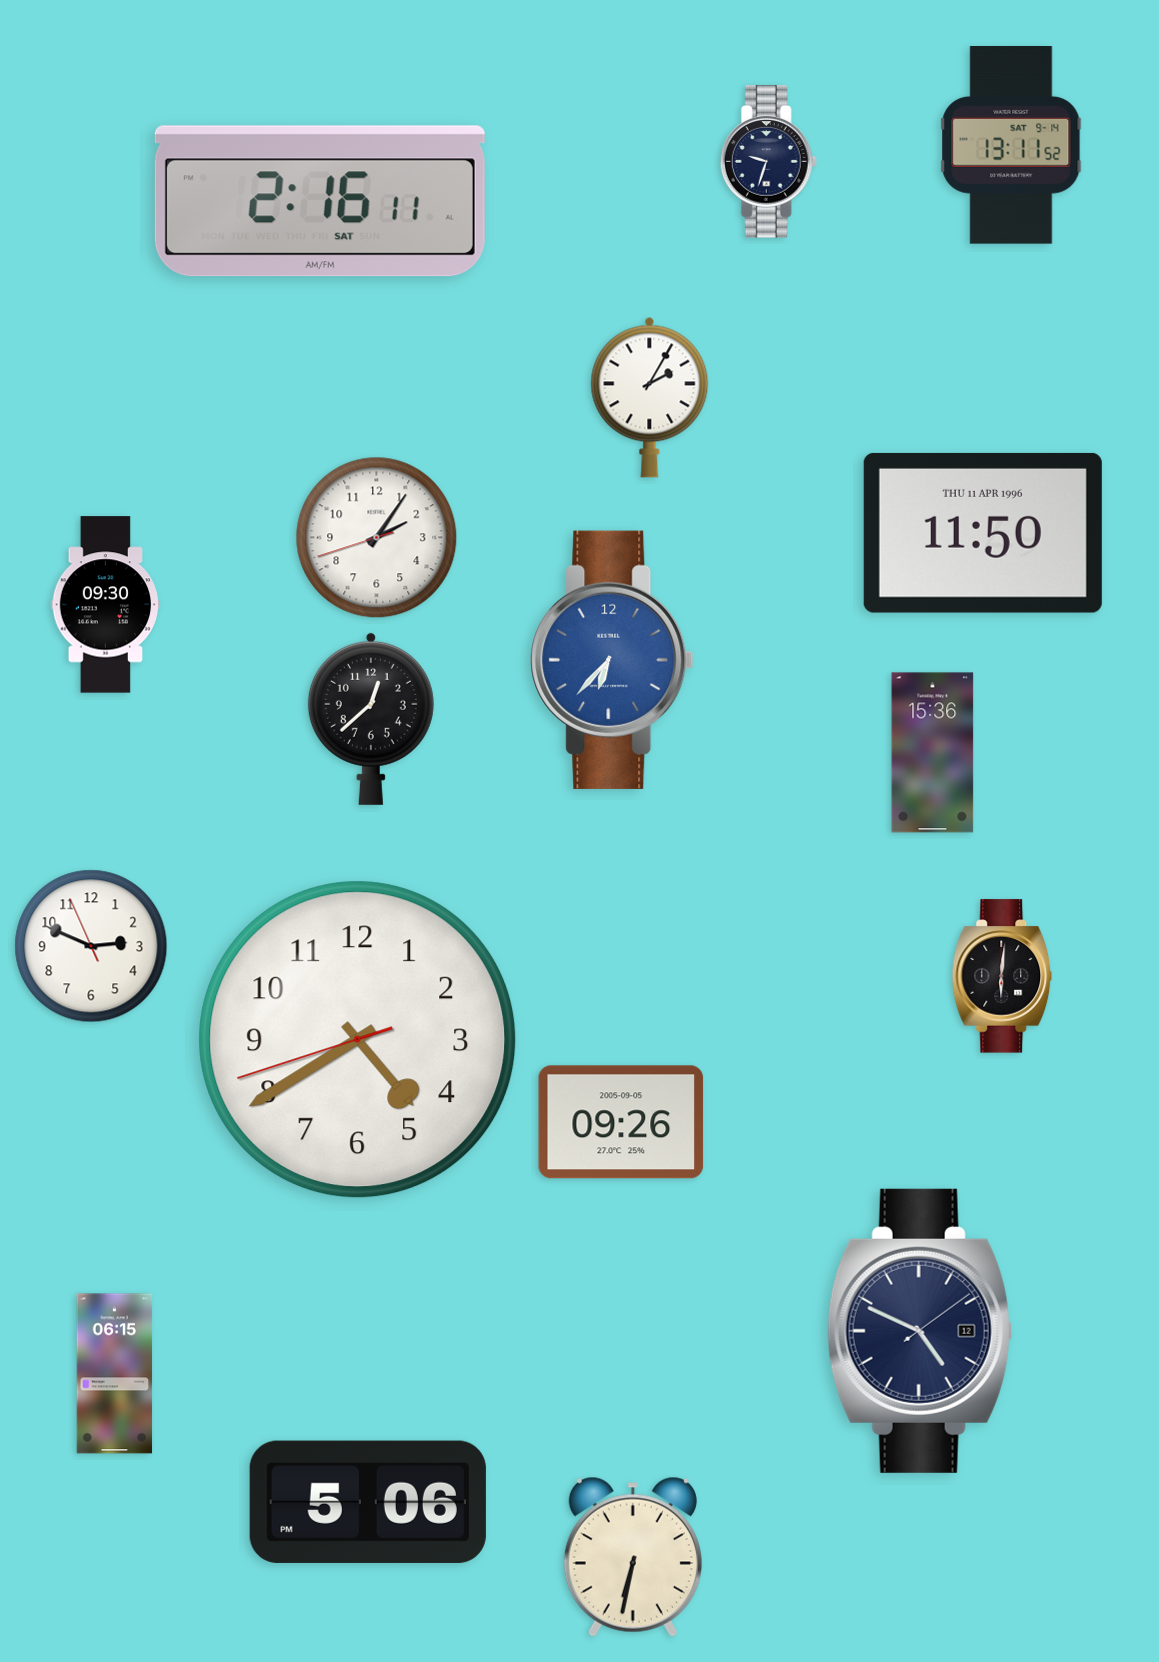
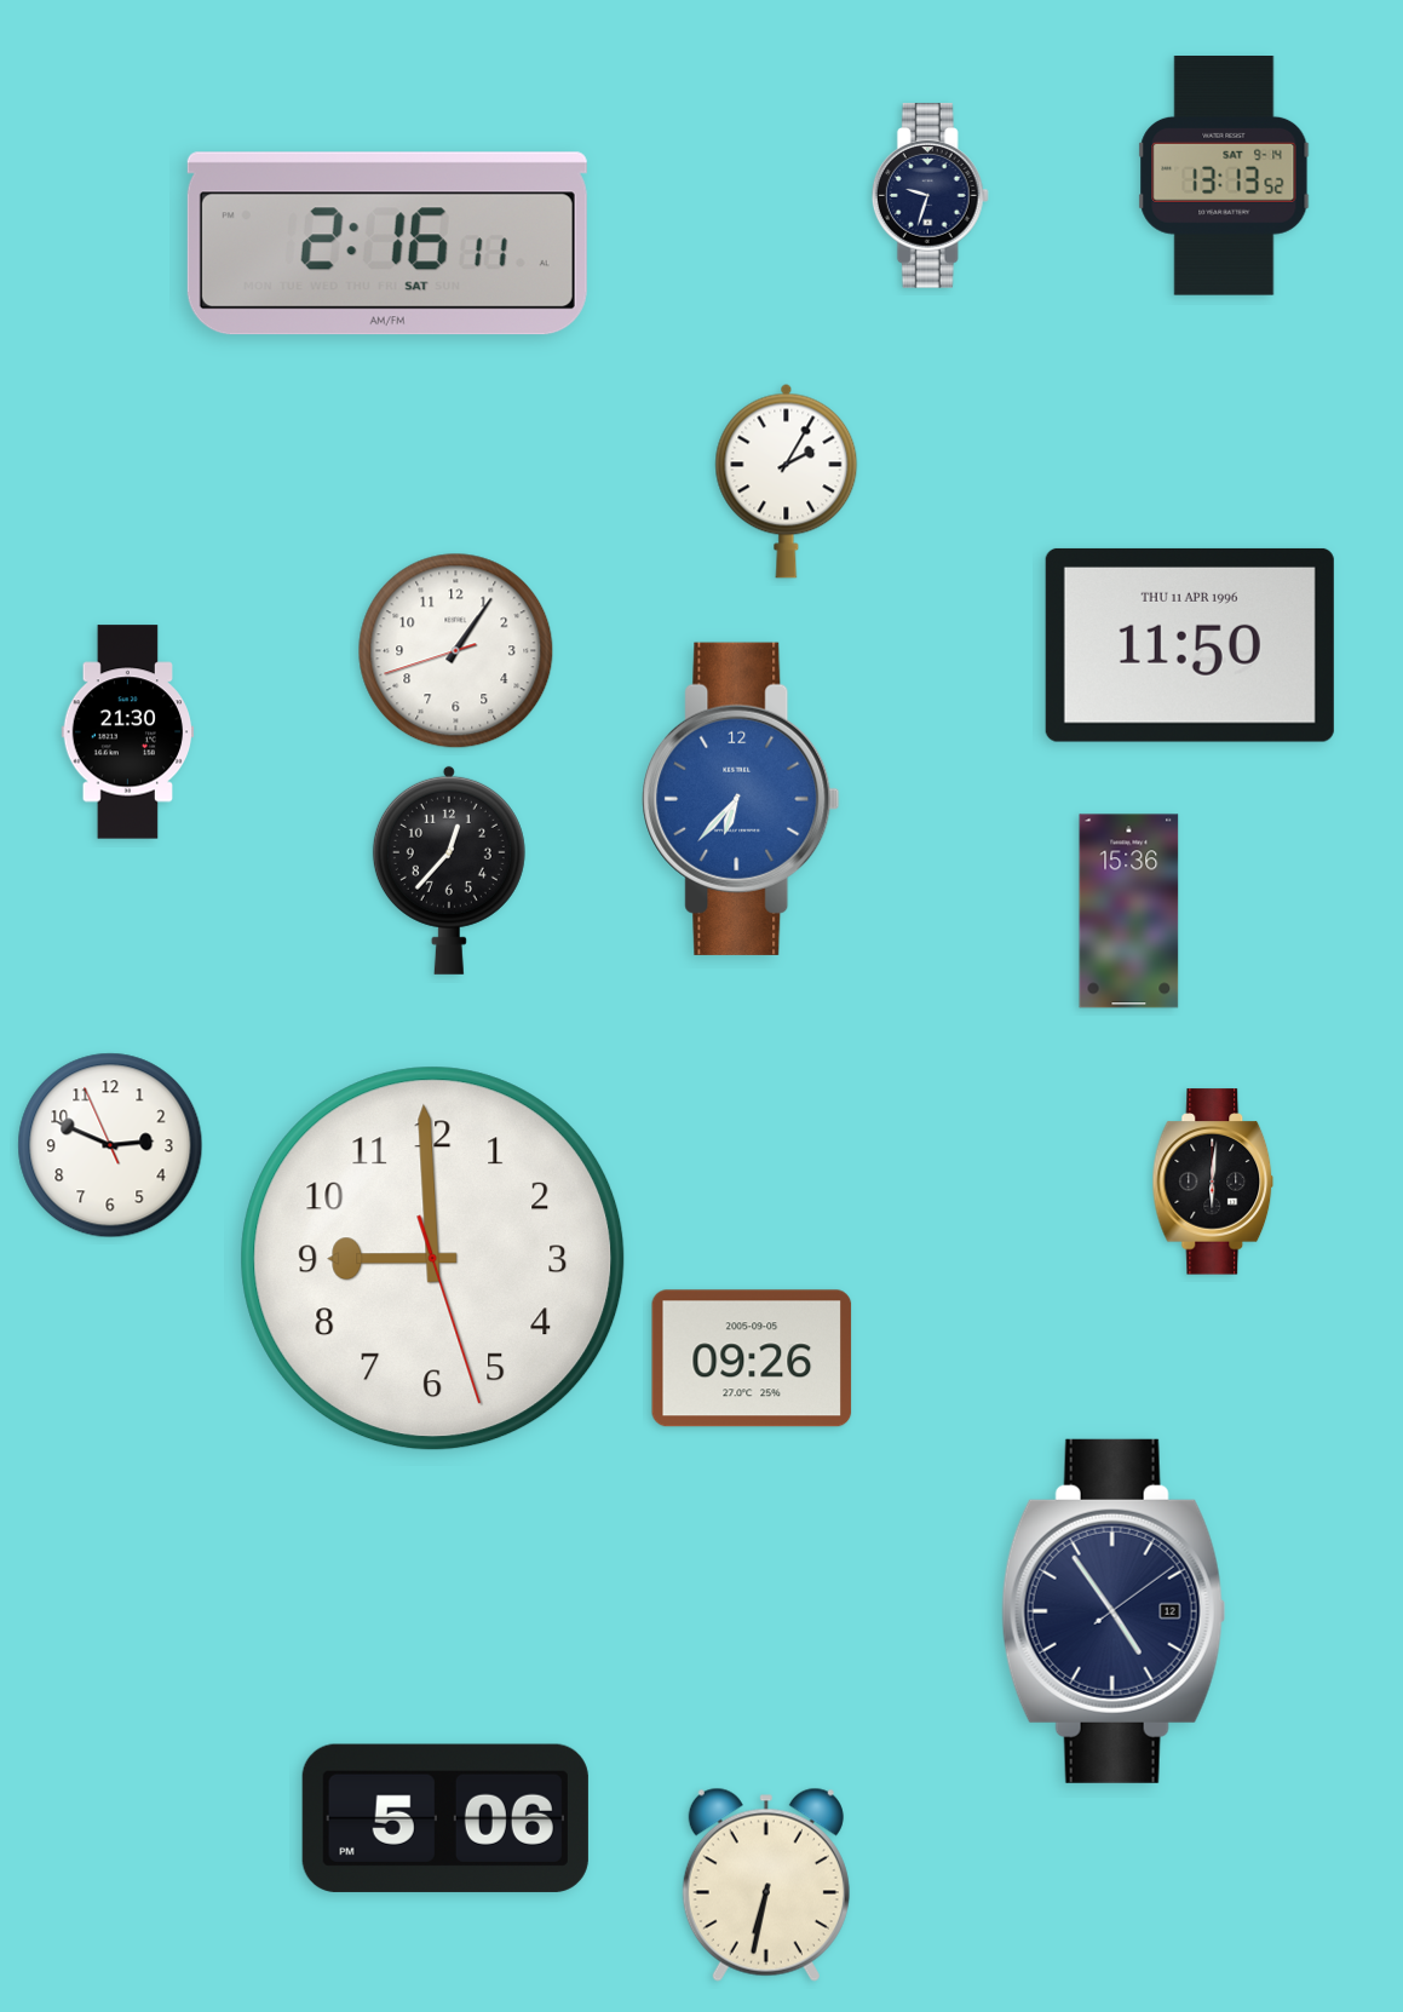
clock at (1011, 146): 13:11 -> 13:13
clock at (377, 538): 2:05 -> 1:05
clock at (106, 605): 09:30 -> 21:30
clock at (371, 719): 12:38 -> 12:37
clock at (358, 1040): 4:39 -> 8:59
clock at (920, 1331): 4:49 -> 4:54
clock at (115, 1374): 06:15 -> none
